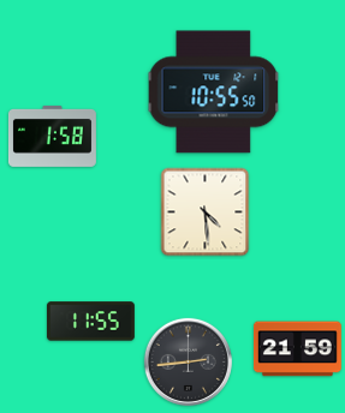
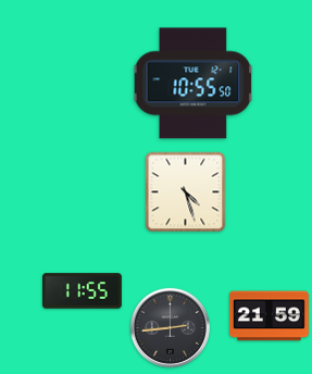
clock at (52, 136): 1:58 -> none
clock at (206, 213): 4:29 -> 4:27
